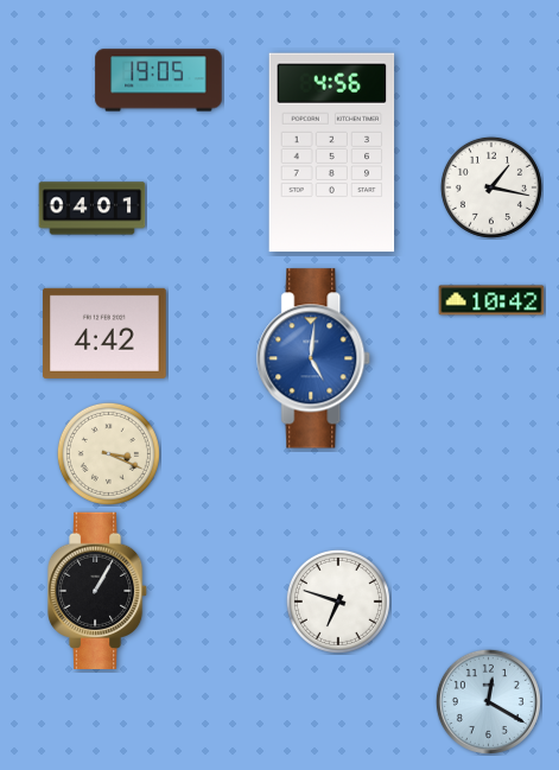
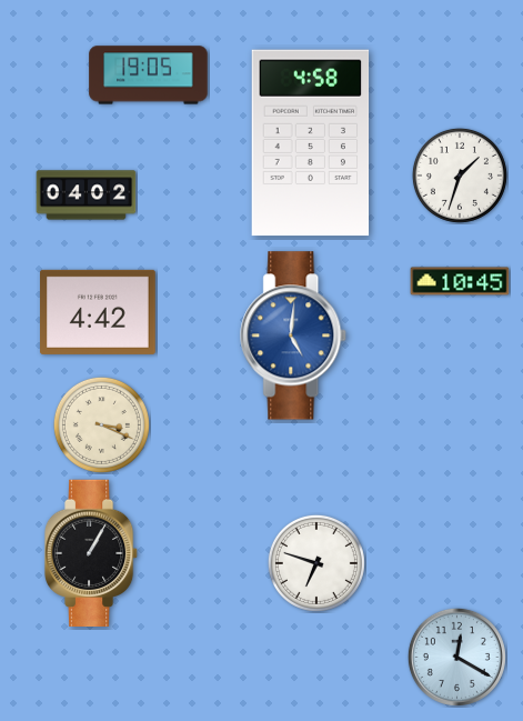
clock at (332, 153): 4:56 -> 4:58
clock at (491, 187): 1:17 -> 1:33
clock at (93, 209): 04:01 -> 04:02
clock at (491, 300): 10:42 -> 10:45
